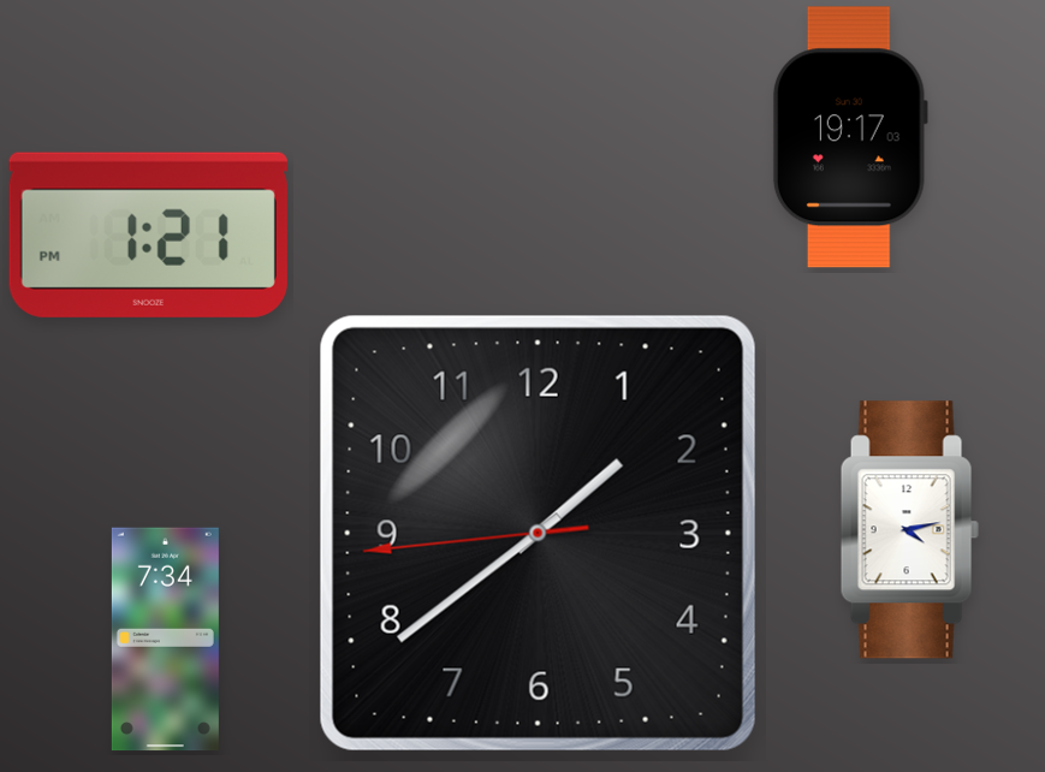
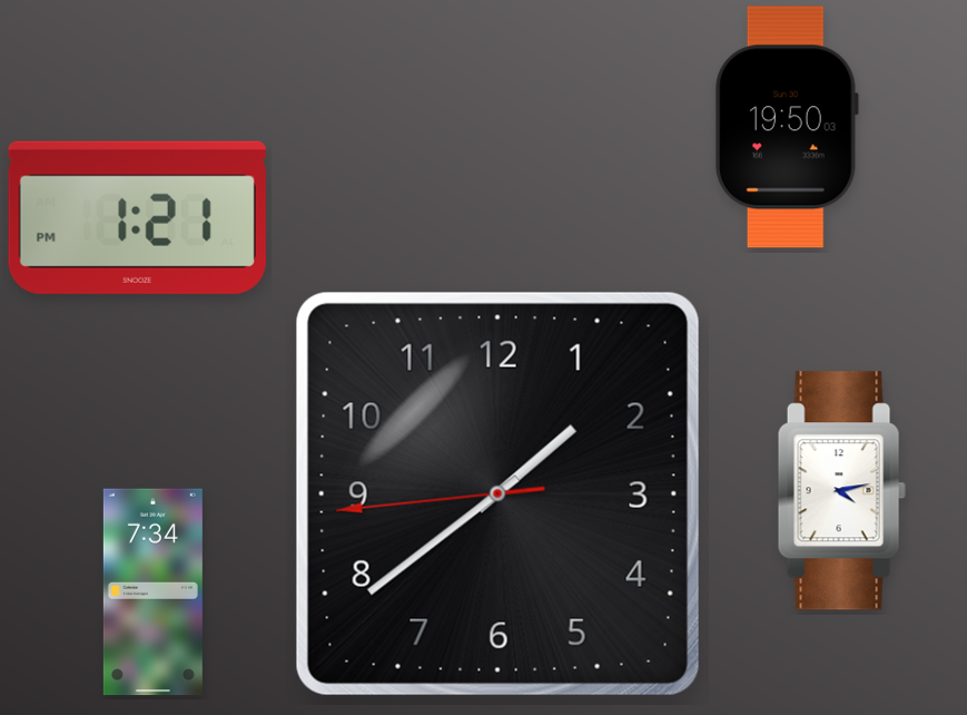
clock at (850, 137): 19:17 -> 19:50
